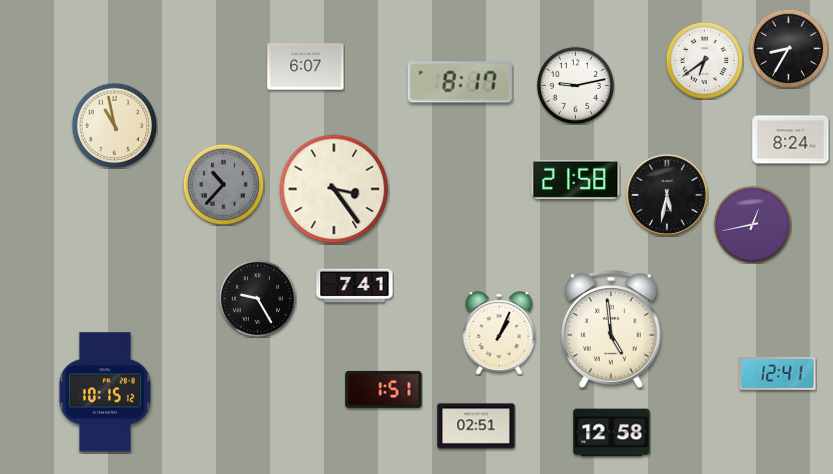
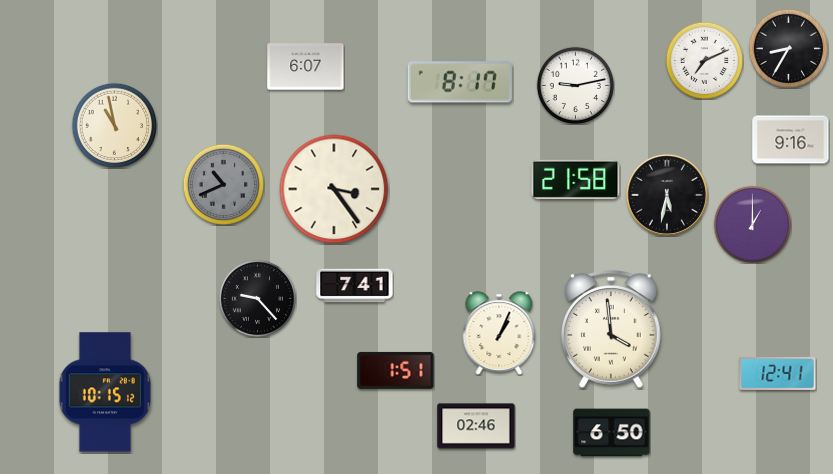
clock at (704, 60): 6:39 -> 7:11
clock at (791, 140): 8:24 -> 9:16
clock at (223, 184): 10:37 -> 10:41
clock at (752, 224): 12:43 -> 1:00
clock at (257, 298): 9:25 -> 9:23
clock at (612, 329): 4:59 -> 3:59
clock at (384, 389) position: (384, 389) -> (396, 370)
clock at (476, 426): 02:51 -> 02:46
clock at (612, 433): 12:58 -> 6:50
